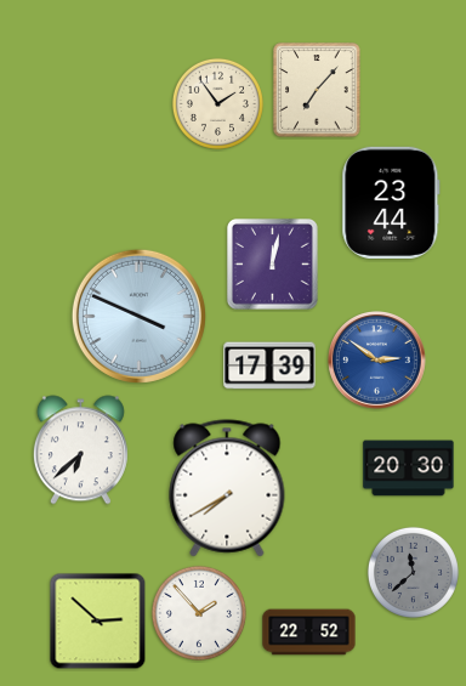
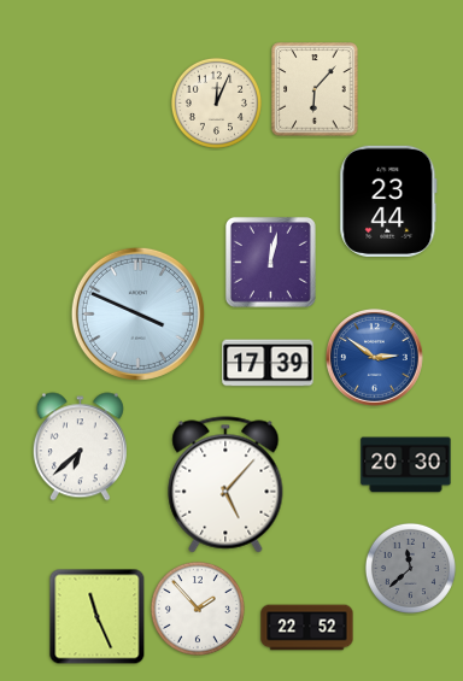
clock at (317, 90): 7:07 -> 6:07
clock at (217, 103): 1:54 -> 12:04
clock at (227, 488): 7:40 -> 5:07
clock at (98, 622): 2:52 -> 11:26
